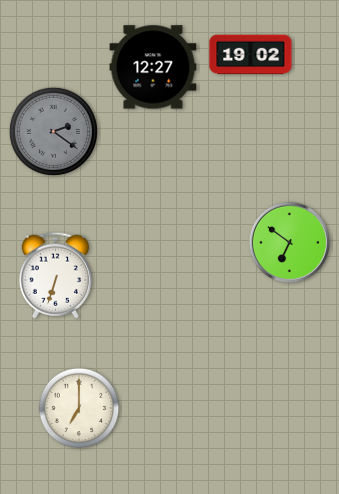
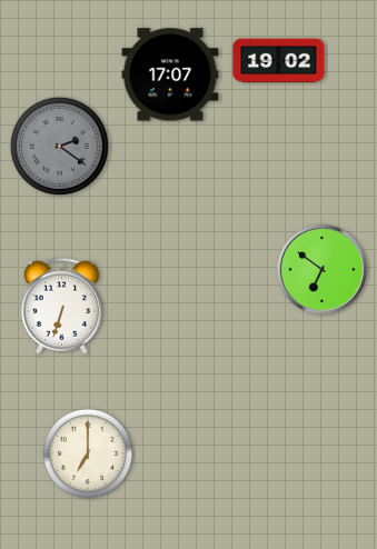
clock at (153, 67): 12:27 -> 17:07
